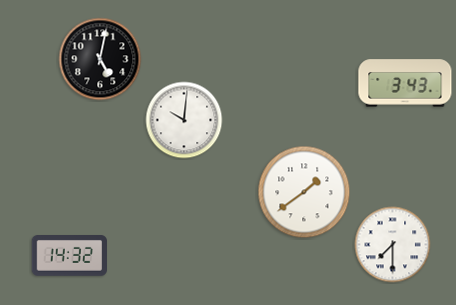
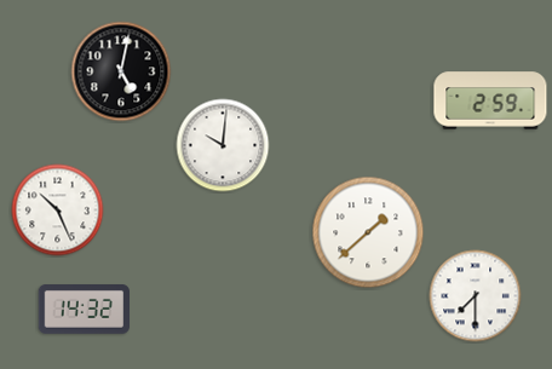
clock at (405, 83): 3:43 -> 2:59
clock at (58, 211): none -> 10:26
clock at (304, 192): 1:39 -> 1:38
